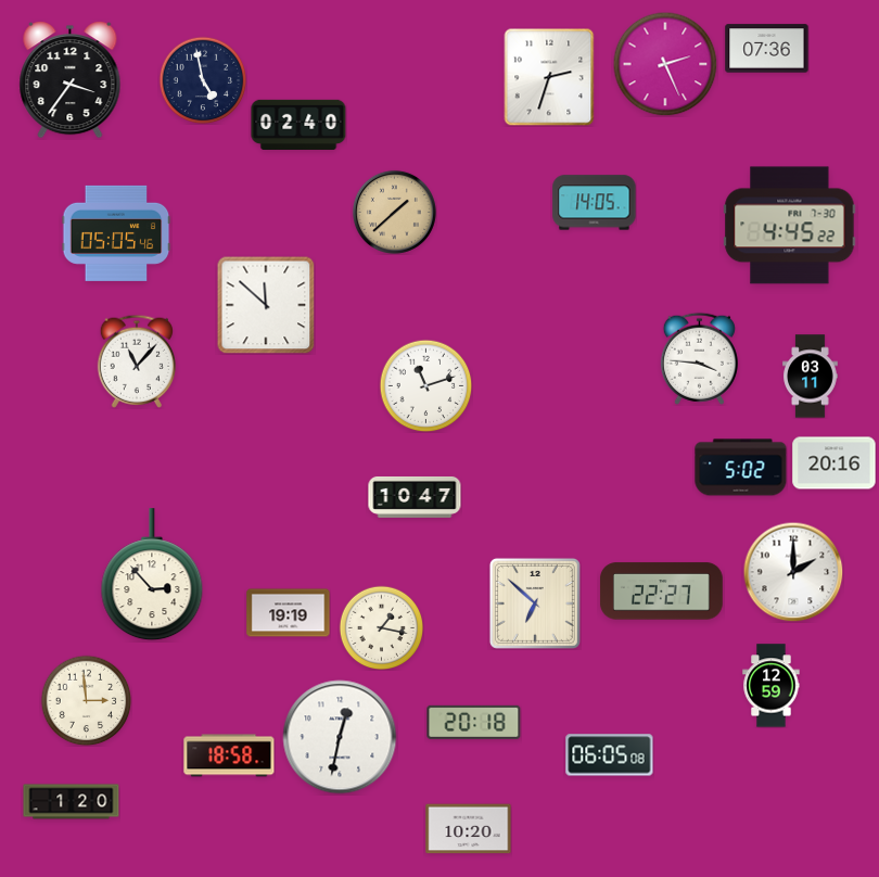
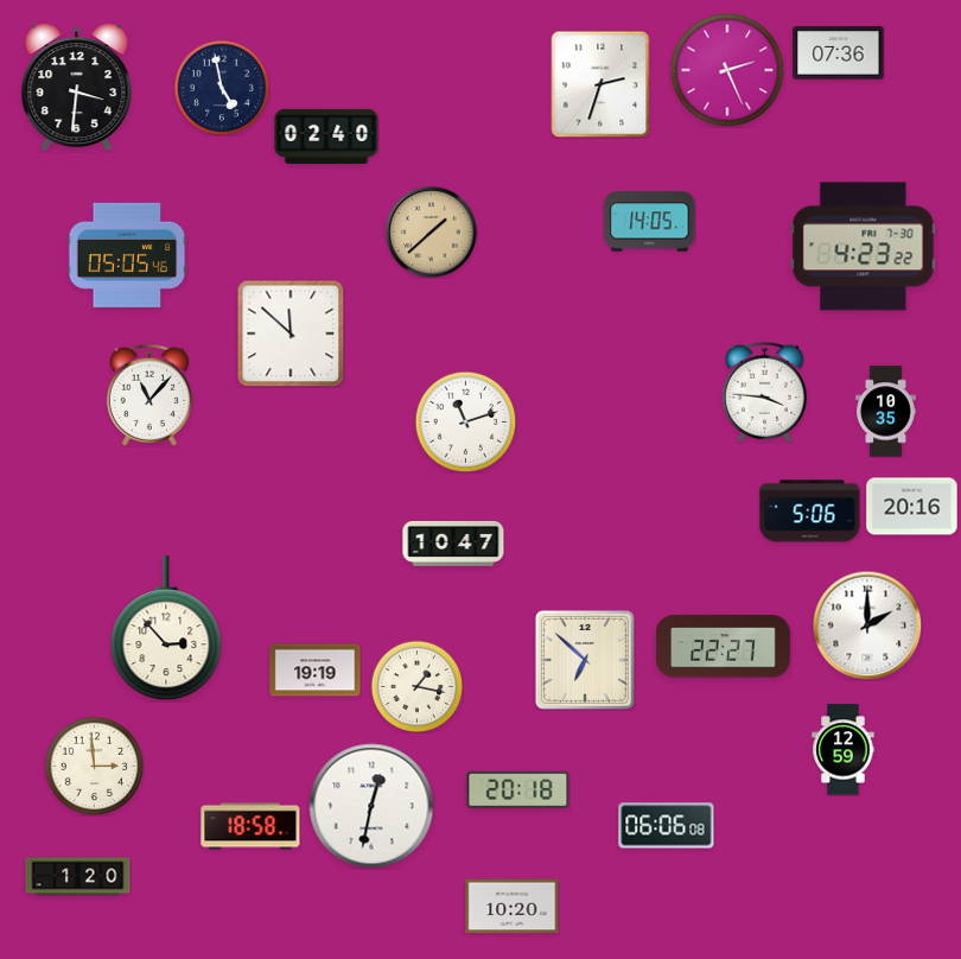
clock at (71, 80): 3:36 -> 3:31
clock at (790, 226): 4:45 -> 4:23
clock at (811, 377): 03:11 -> 10:35
clock at (741, 468): 5:02 -> 5:06
clock at (610, 755): 06:05 -> 06:06
